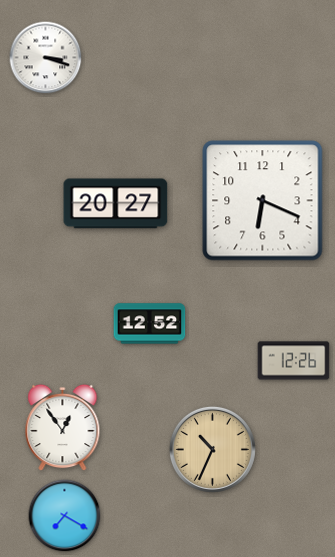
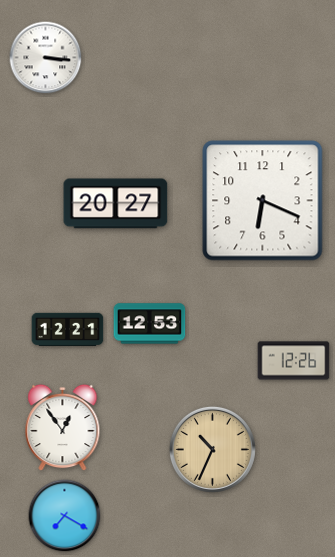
clock at (46, 58): 3:18 -> 3:16
clock at (150, 324): 12:52 -> 12:53
clock at (68, 329): none -> 12:21
